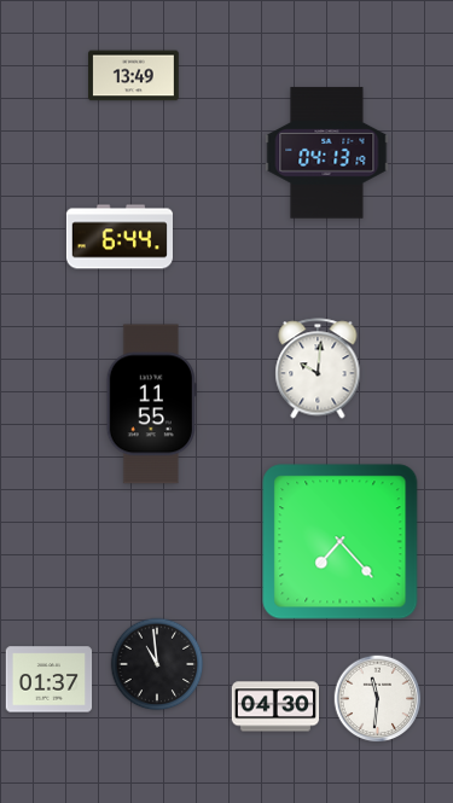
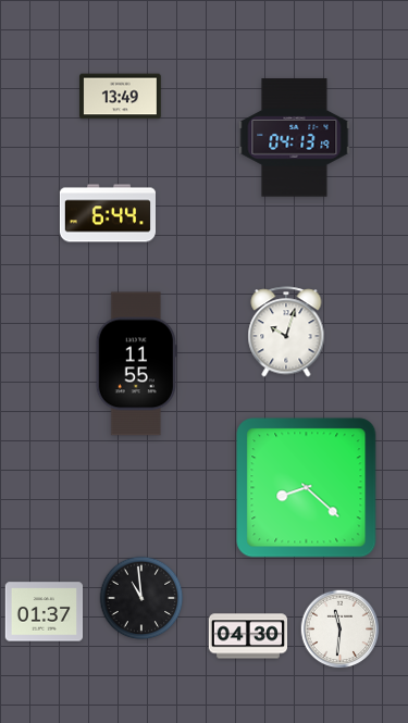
clock at (134, 76) position: (134, 76) -> (121, 97)
clock at (318, 368): 10:01 -> 10:03
clock at (341, 542): 7:23 -> 8:22
